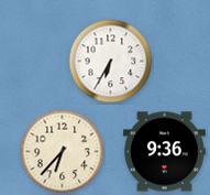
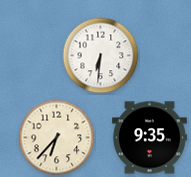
clock at (111, 62): 6:35 -> 6:31
clock at (164, 152): 9:36 -> 9:35
